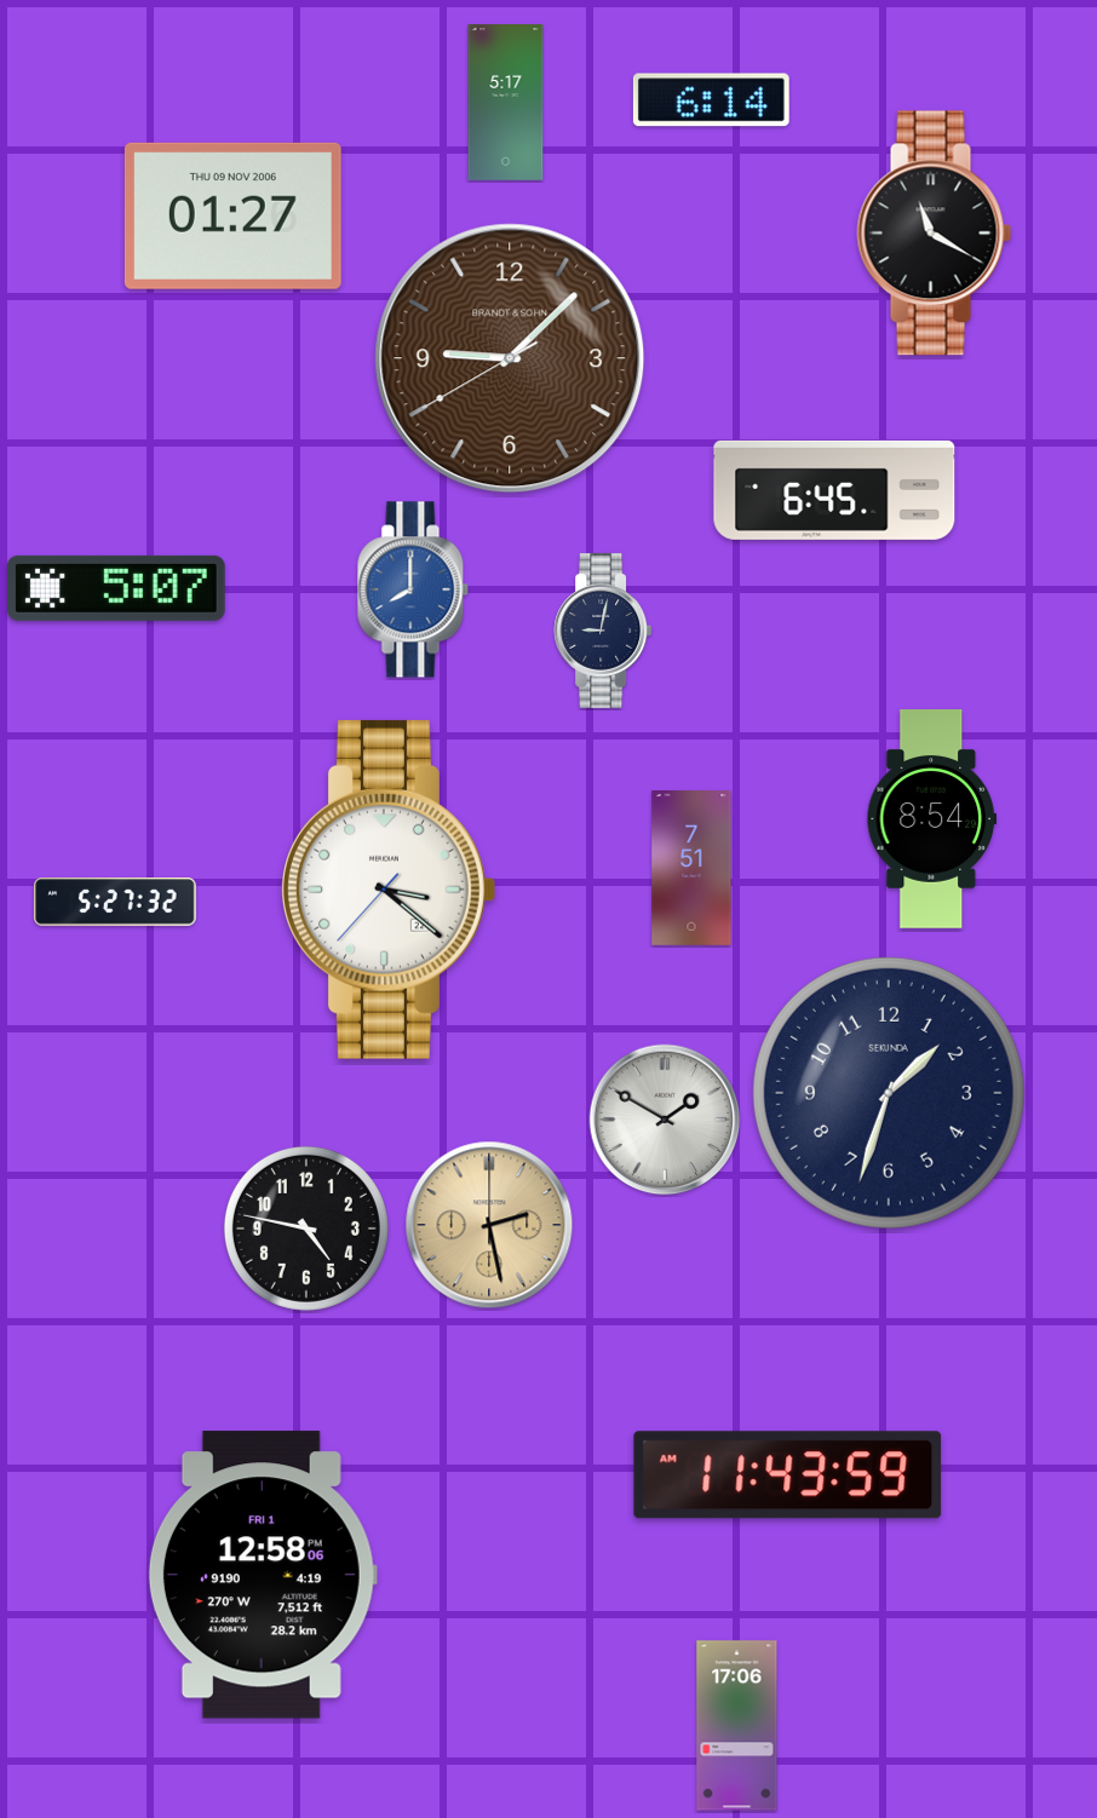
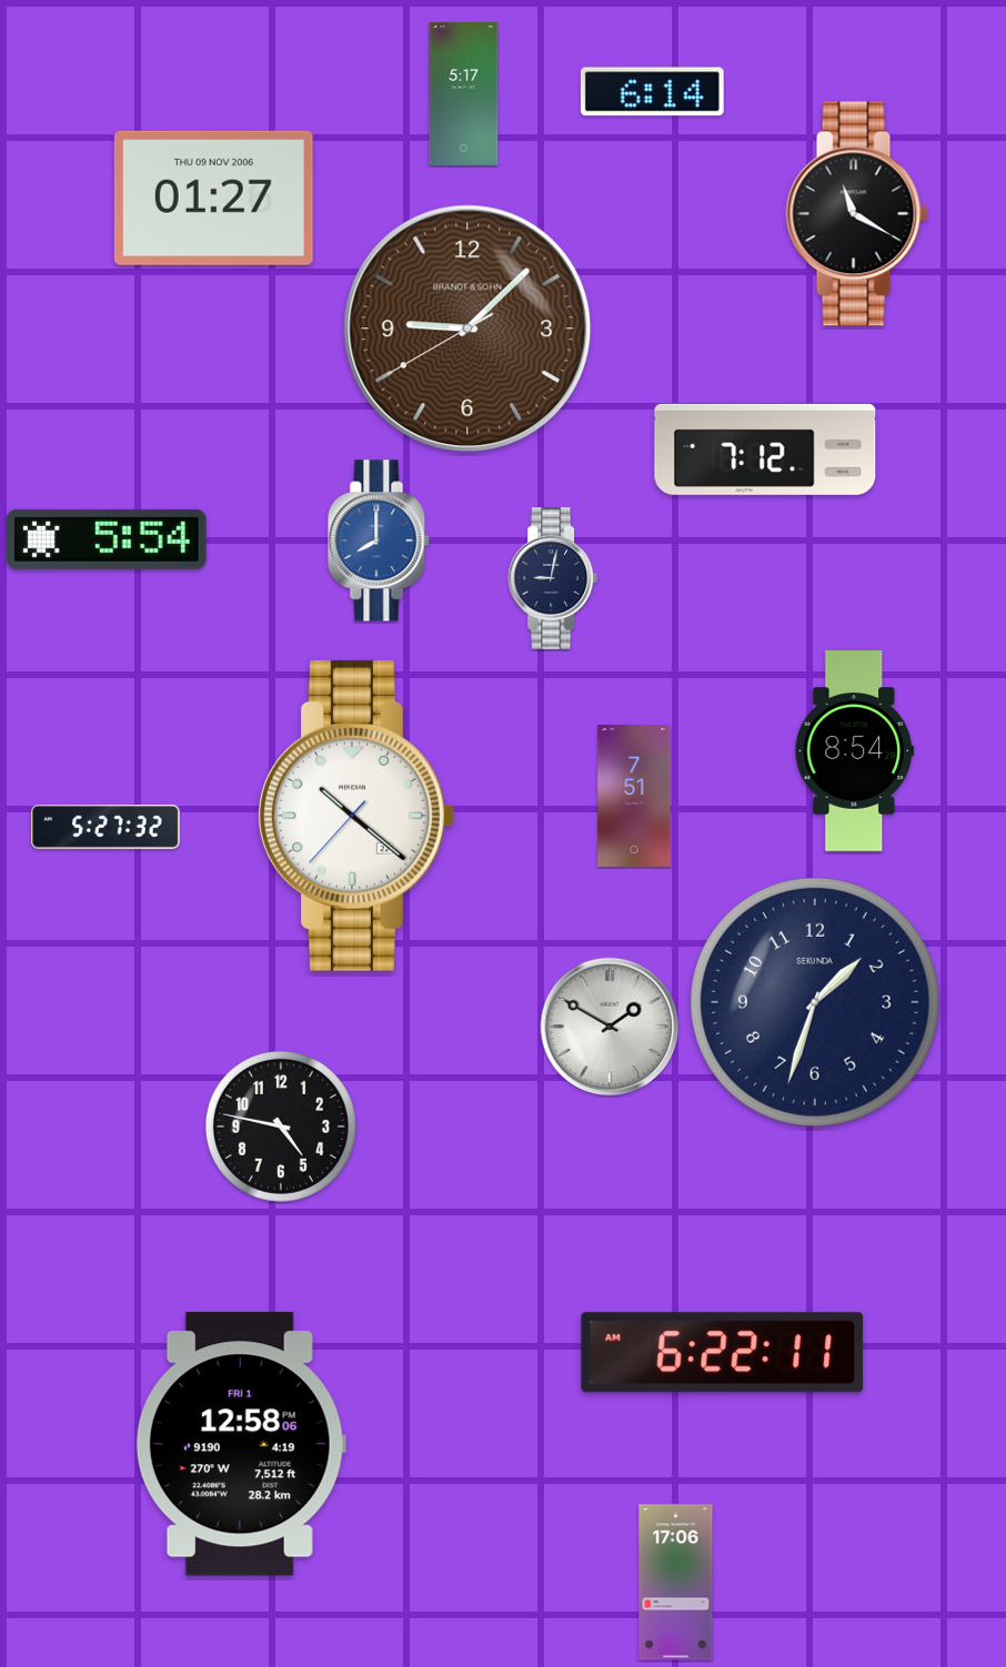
clock at (834, 490): 6:45 -> 7:12
clock at (116, 588): 5:07 -> 5:54
clock at (389, 890): 3:21 -> 10:21
clock at (489, 1225): 2:28 -> none
clock at (788, 1475): 11:43 -> 6:22
